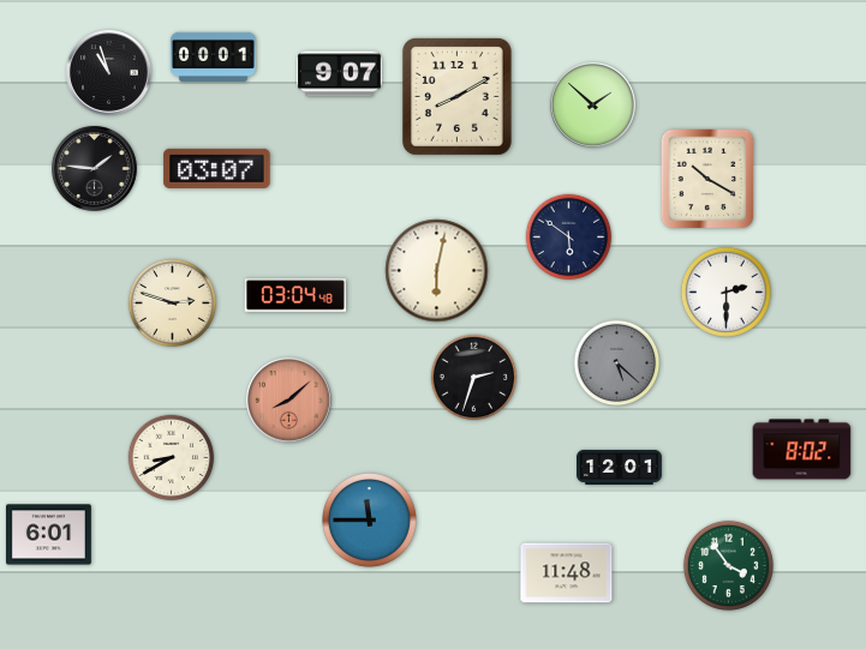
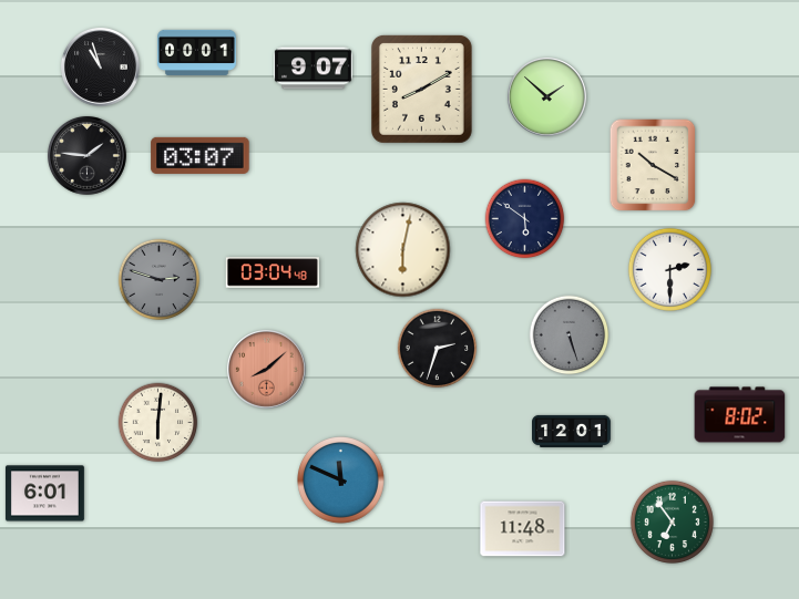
clock at (172, 302) dial: cream -> grey
clock at (617, 363): 5:22 -> 5:27
clock at (172, 458): 8:40 -> 6:01
clock at (370, 521): 11:45 -> 11:49
clock at (728, 565): 3:54 -> 6:54
